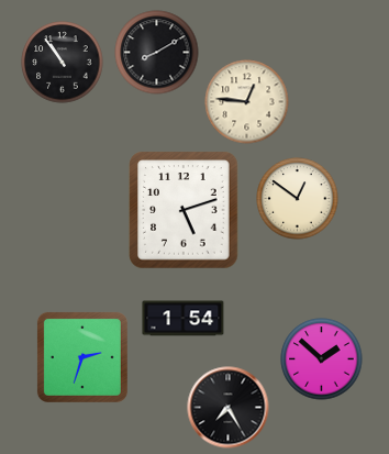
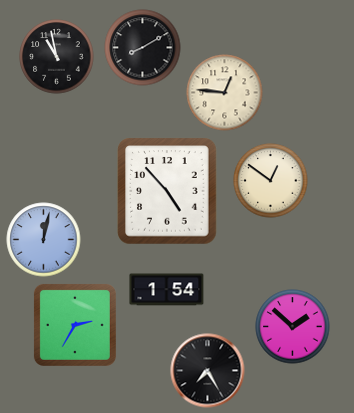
clock at (63, 63): 10:54 -> 10:58
clock at (184, 210): 5:12 -> 4:53
clock at (44, 240): none -> 12:02
clock at (82, 357): 2:33 -> 2:35
